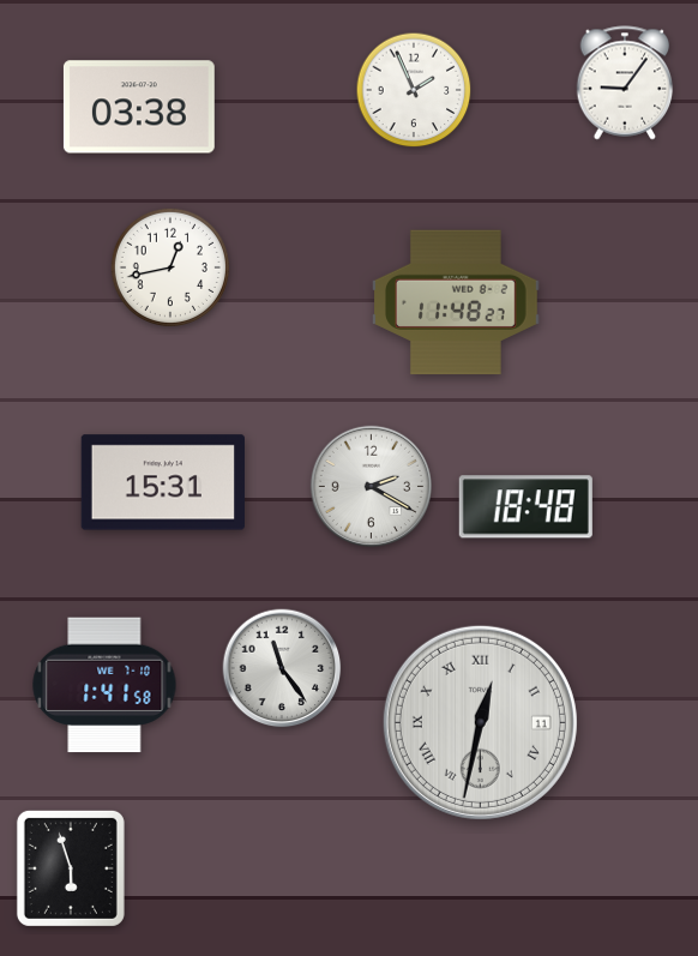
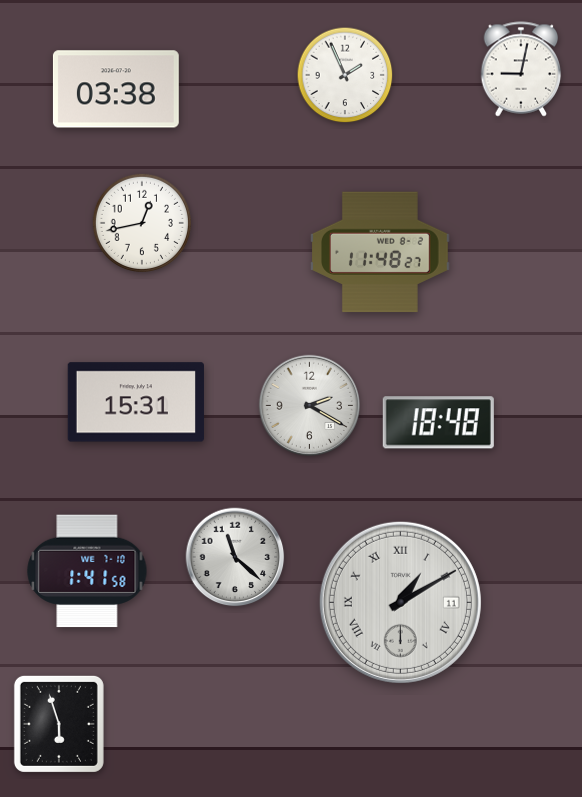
clock at (625, 83): 9:06 -> 9:02
clock at (282, 668): 11:24 -> 11:22
clock at (480, 722): 12:32 -> 1:10
